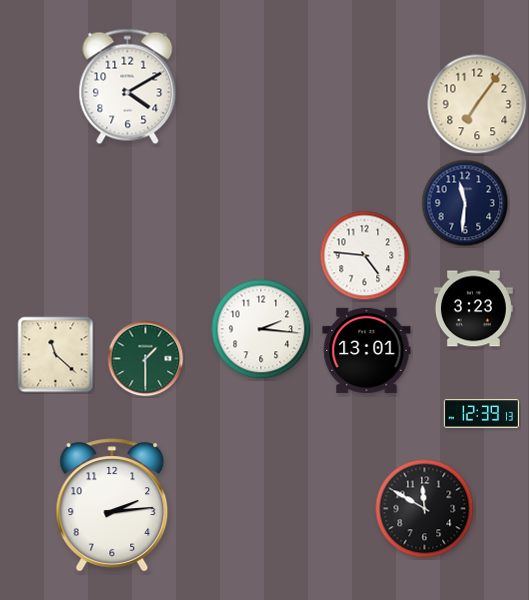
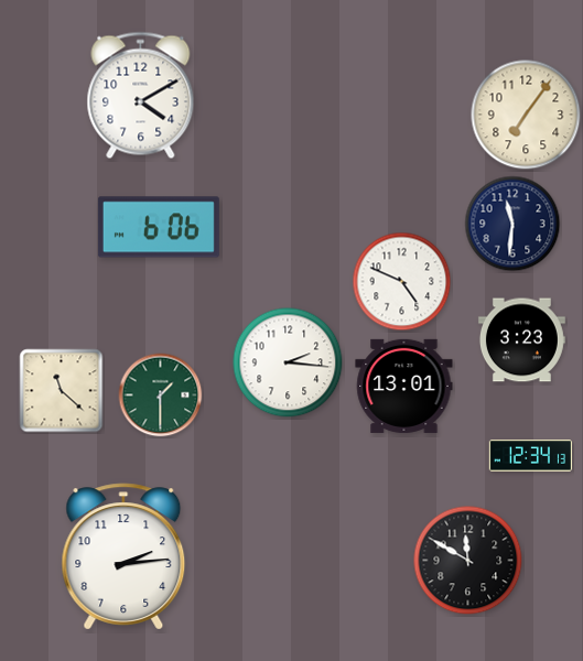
clock at (159, 227): none -> 6:06
clock at (365, 256): 4:46 -> 4:49
clock at (481, 414): 12:39 -> 12:34
